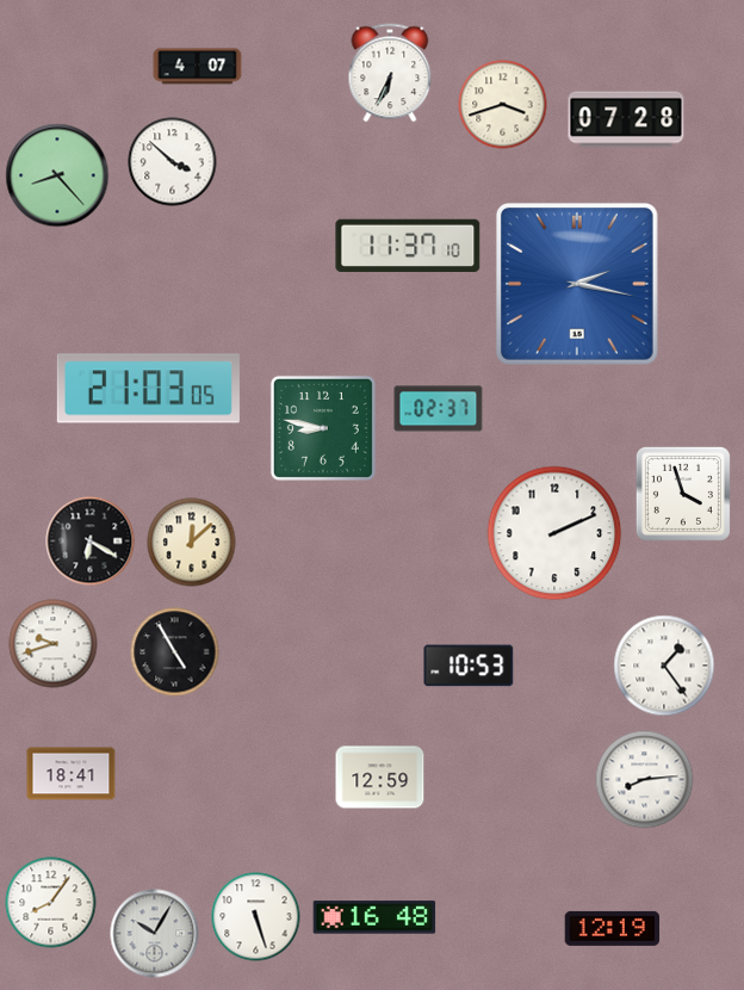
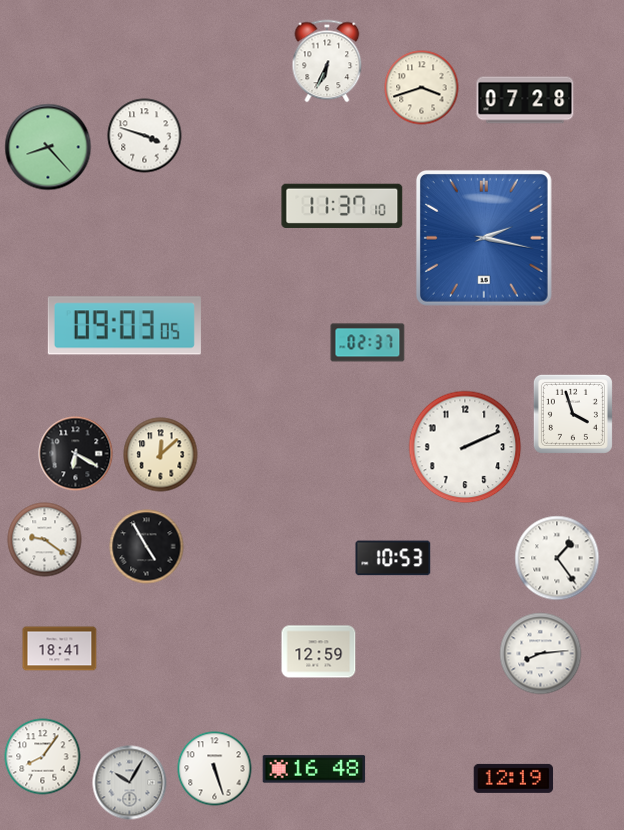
clock at (198, 67): 4:07 -> none
clock at (173, 162): 3:52 -> 3:48
clock at (148, 389): 21:03 -> 09:03
clock at (323, 428): 8:47 -> none
clock at (54, 644): 9:42 -> 9:21
